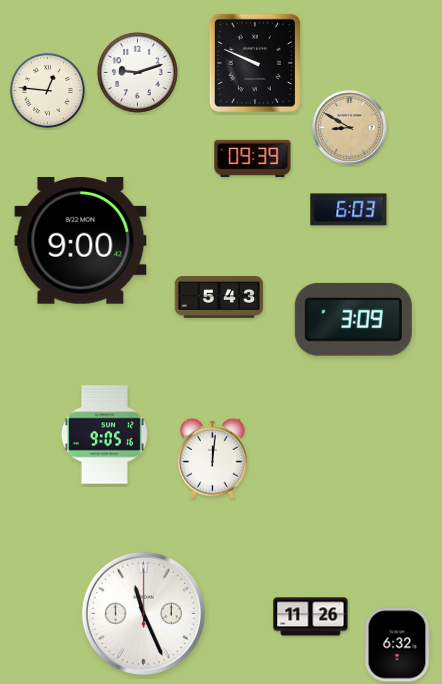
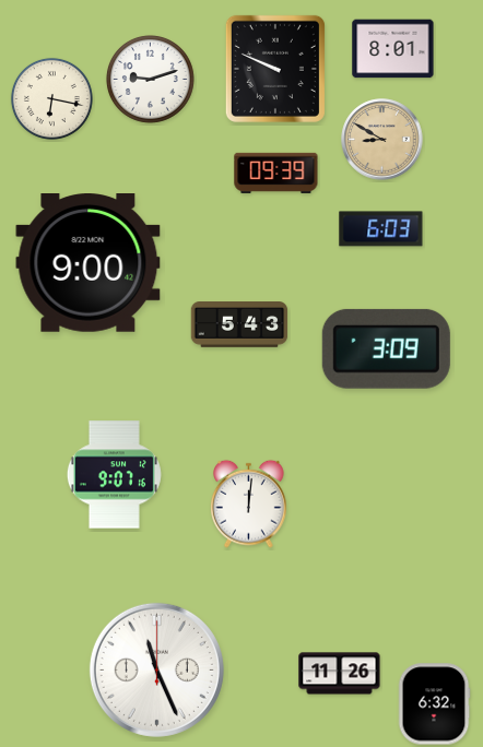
clock at (393, 49): none -> 8:01
clock at (255, 63) position: (255, 63) -> (275, 69)
clock at (47, 90): 12:46 -> 6:17
clock at (104, 435): 9:05 -> 9:07
clock at (213, 458) position: (213, 458) -> (249, 503)
